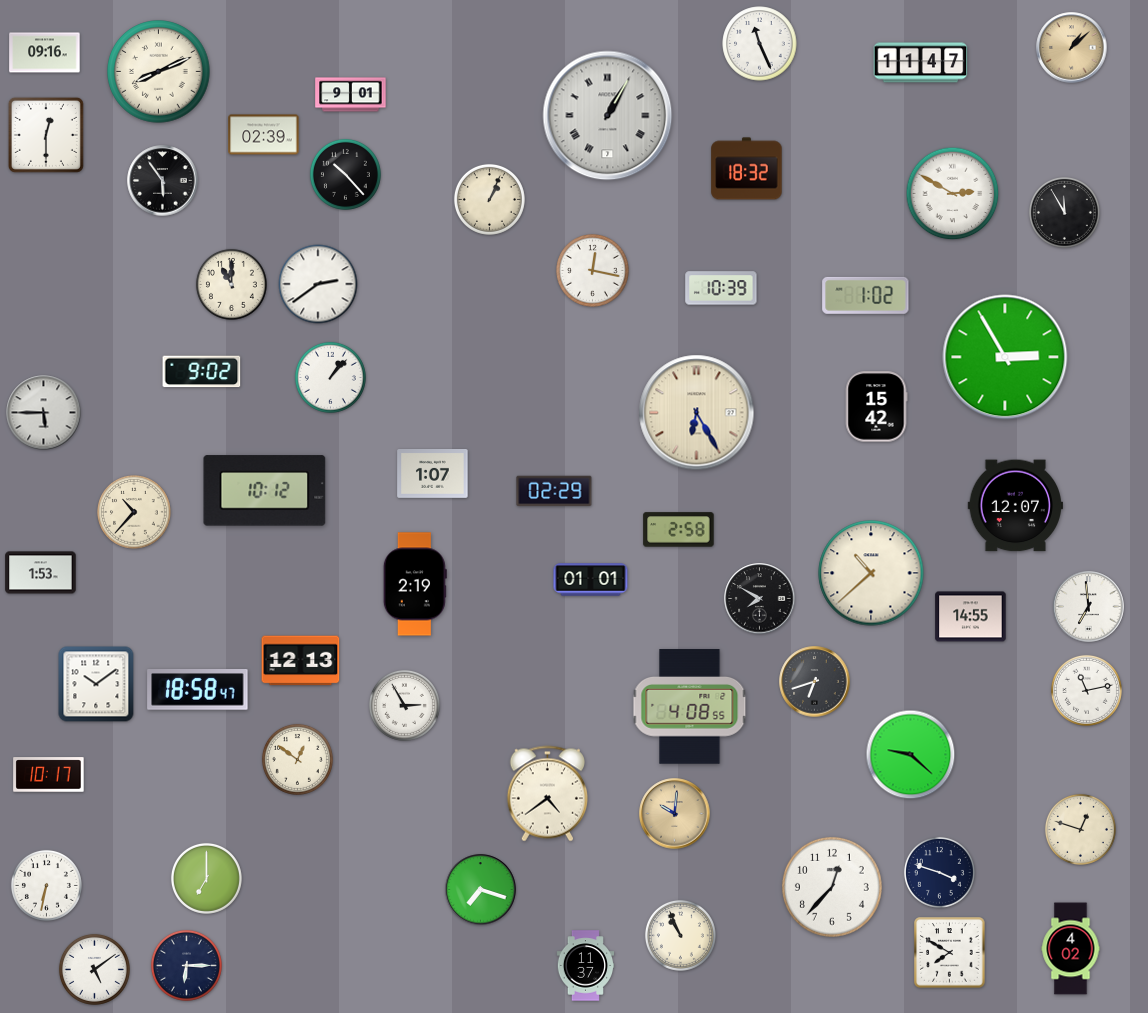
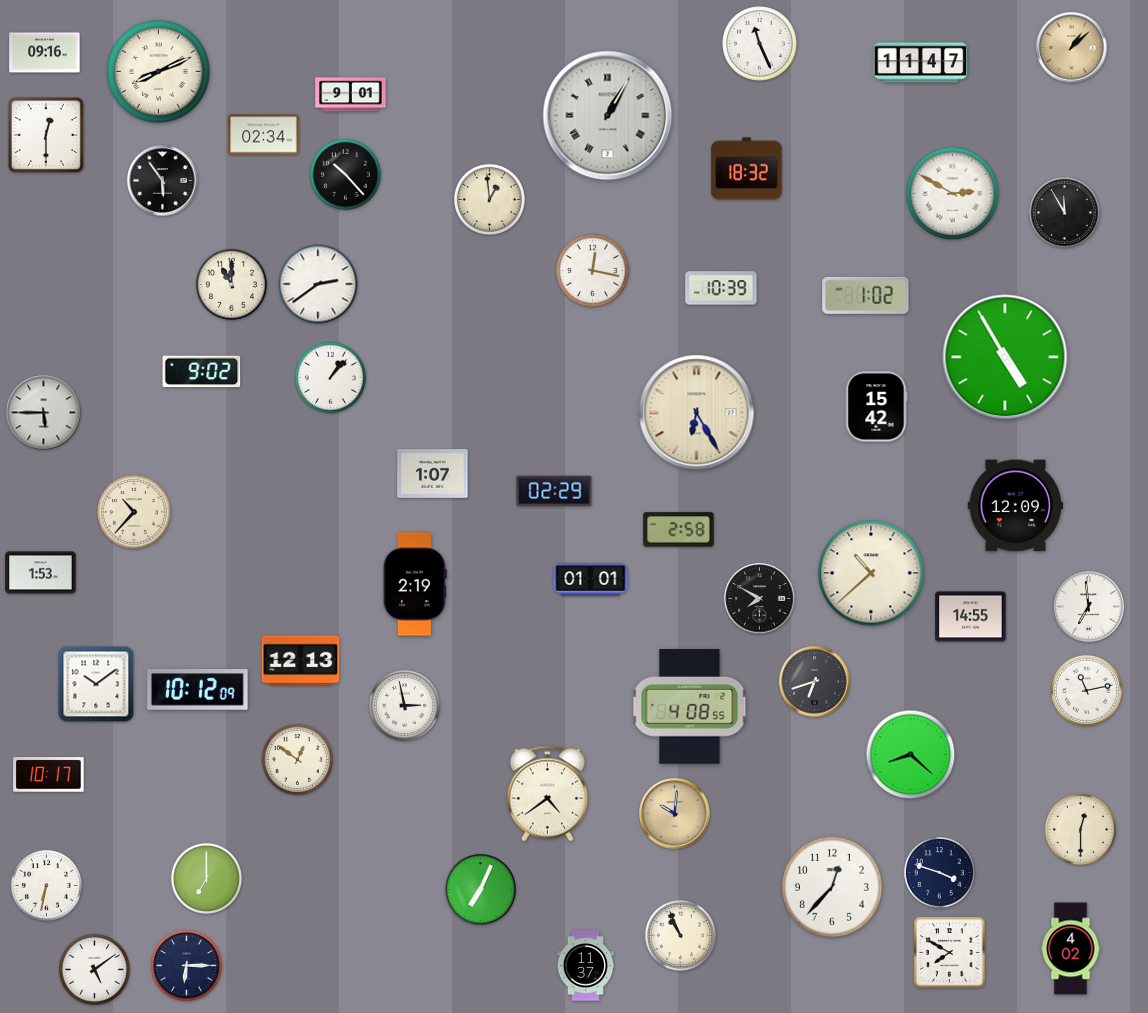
clock at (264, 135): 02:39 -> 02:34
clock at (489, 199): 1:04 -> 12:59
clock at (1005, 357): 2:55 -> 4:55
clock at (265, 491): 10:12 -> none
clock at (1015, 506): 12:07 -> 12:09
clock at (198, 690): 18:58 -> 10:12
clock at (404, 705): 2:55 -> 2:58
clock at (911, 755): 9:22 -> 8:22
clock at (1080, 829): 12:48 -> 12:30
clock at (481, 890): 7:18 -> 7:04
